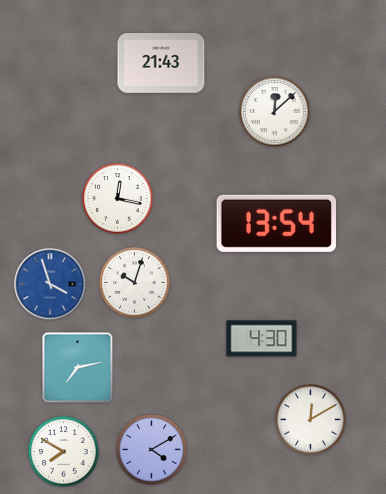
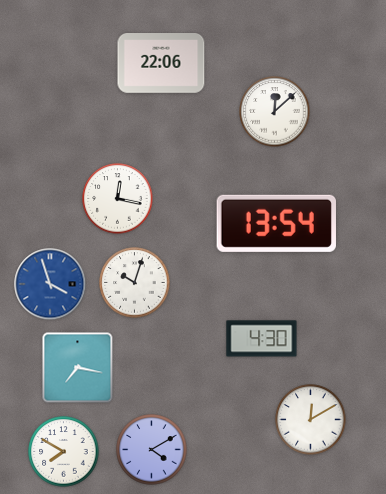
clock at (161, 63): 21:43 -> 22:06
clock at (78, 368): 7:13 -> 7:17
